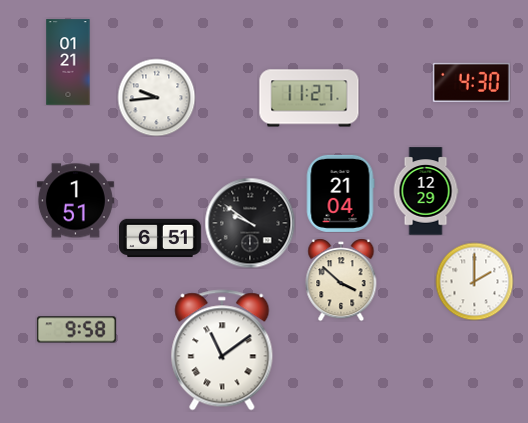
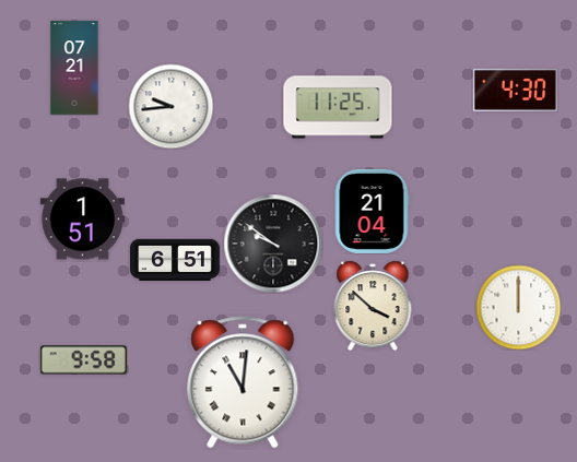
clock at (68, 62): 01:21 -> 07:21
clock at (309, 98): 11:27 -> 11:25
clock at (426, 191): 12:29 -> none
clock at (474, 281): 2:00 -> 12:00
clock at (222, 350): 11:09 -> 11:01
